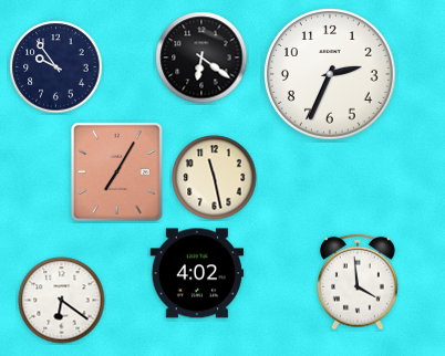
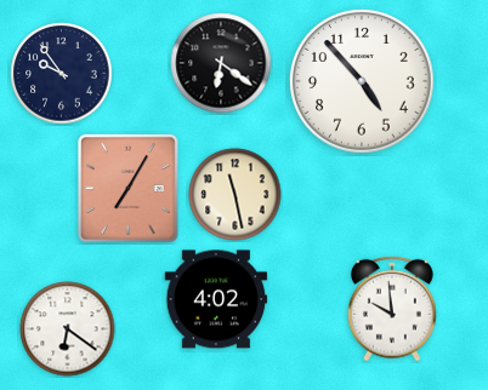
clock at (331, 75): 2:34 -> 4:53
clock at (358, 282): 3:59 -> 9:59
